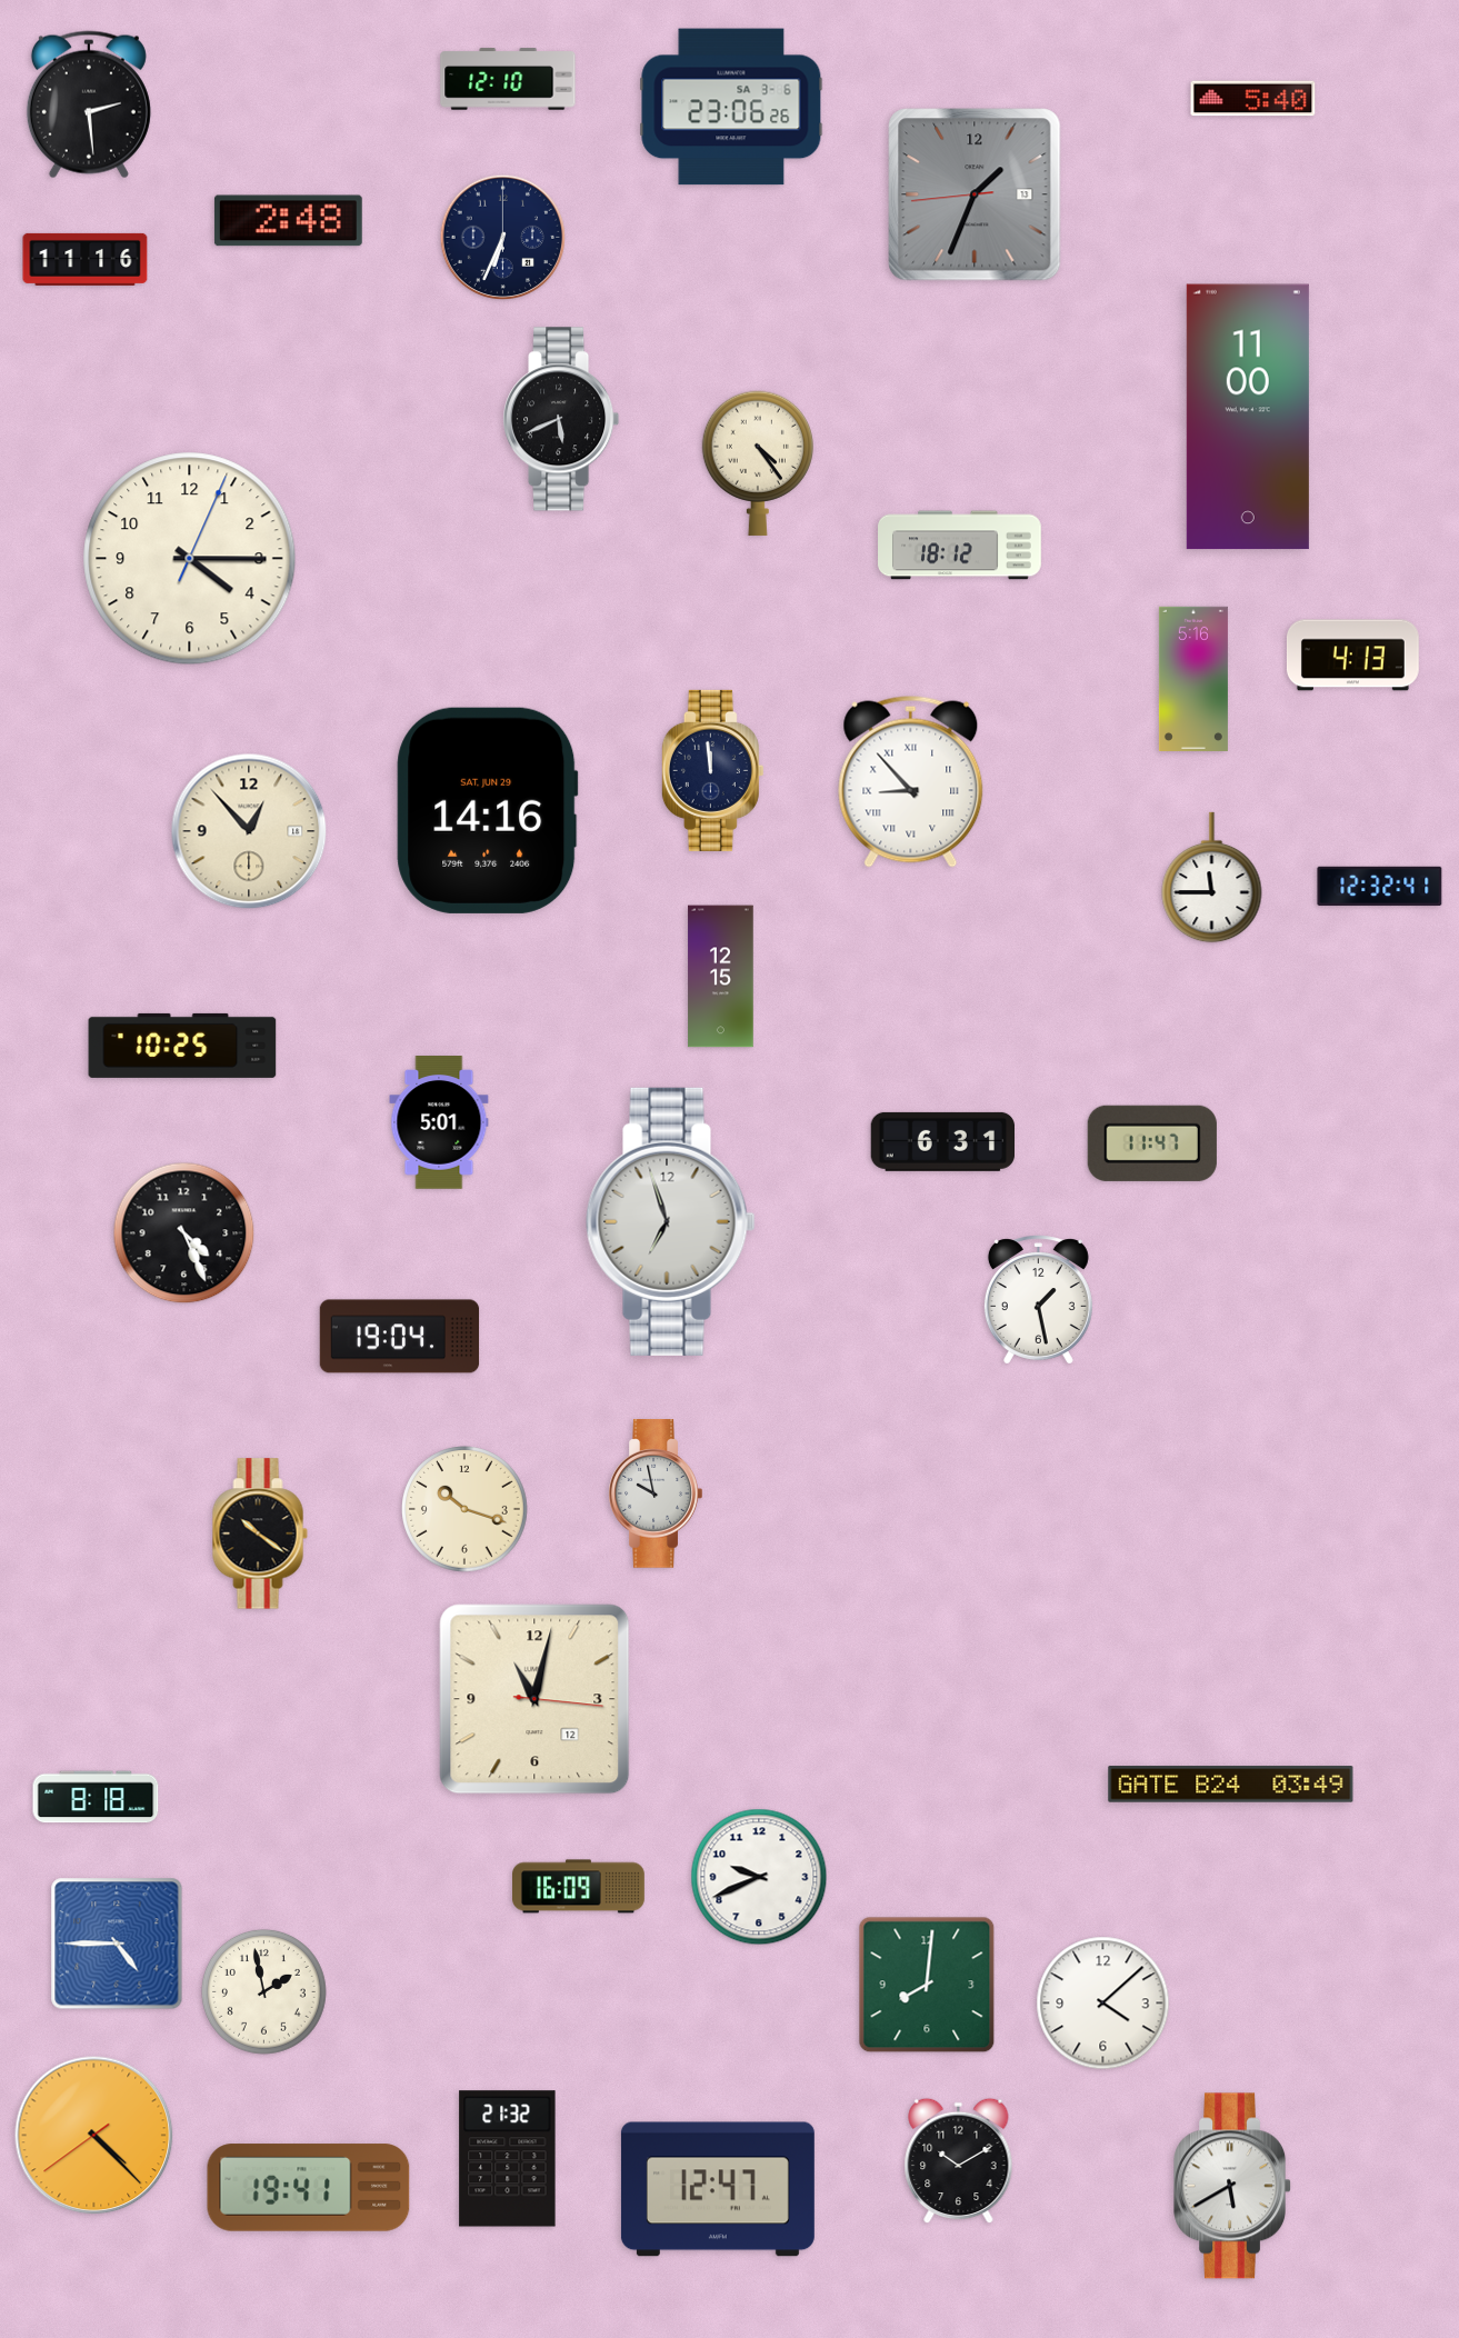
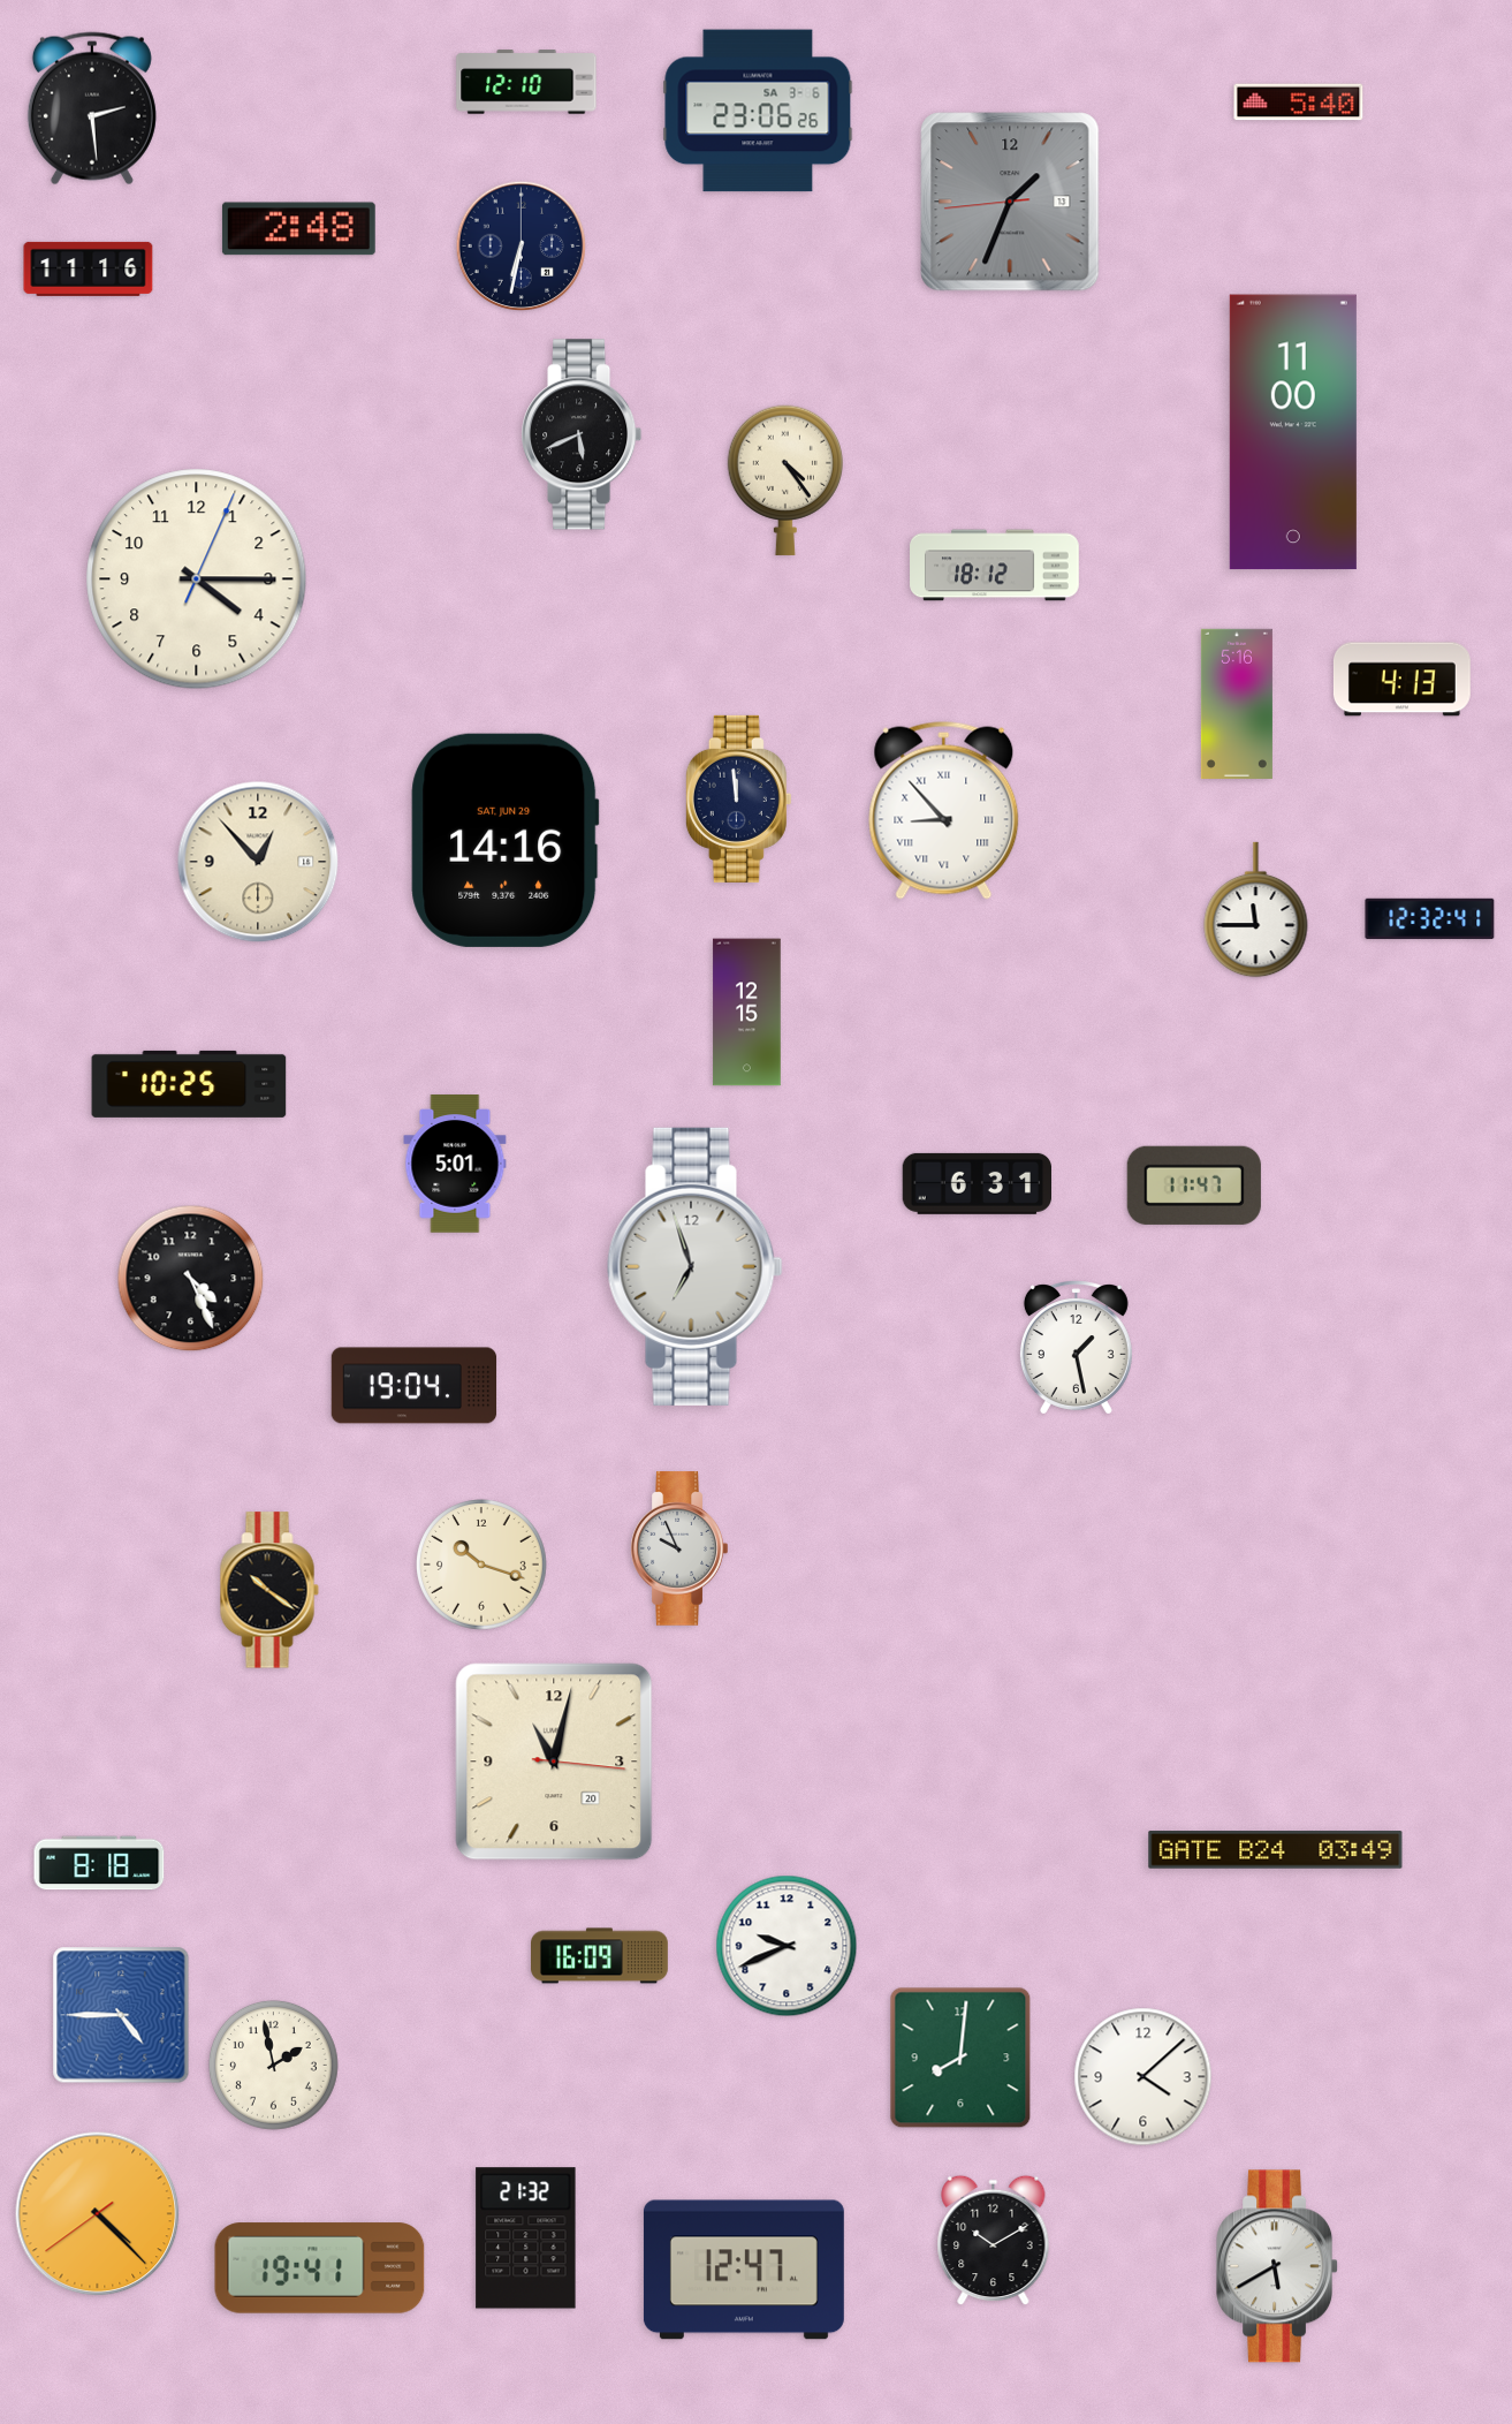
clock at (503, 238): 6:34 -> 6:32
clock at (656, 1493): 9:58 -> 9:56
clock at (534, 1699) date: 12 -> 20
